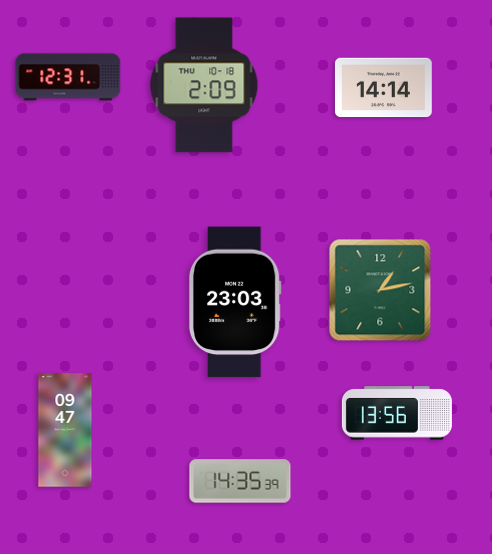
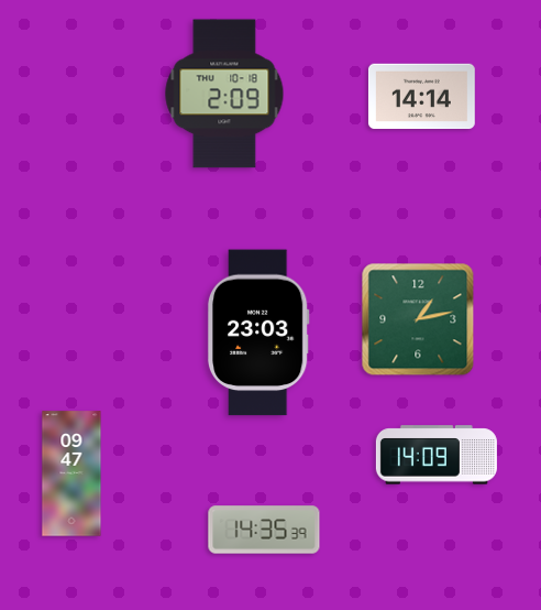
clock at (68, 77): 12:31 -> none
clock at (397, 413): 13:56 -> 14:09
